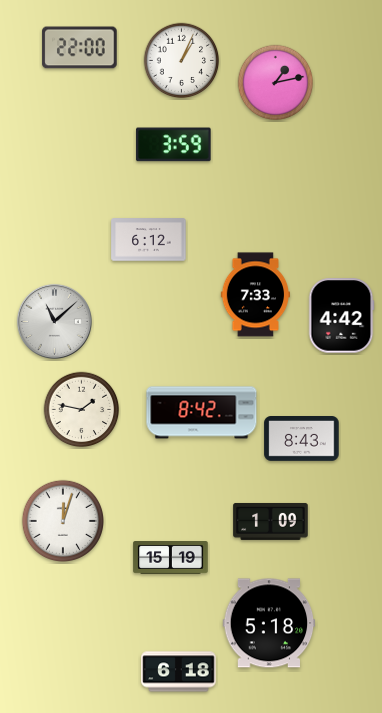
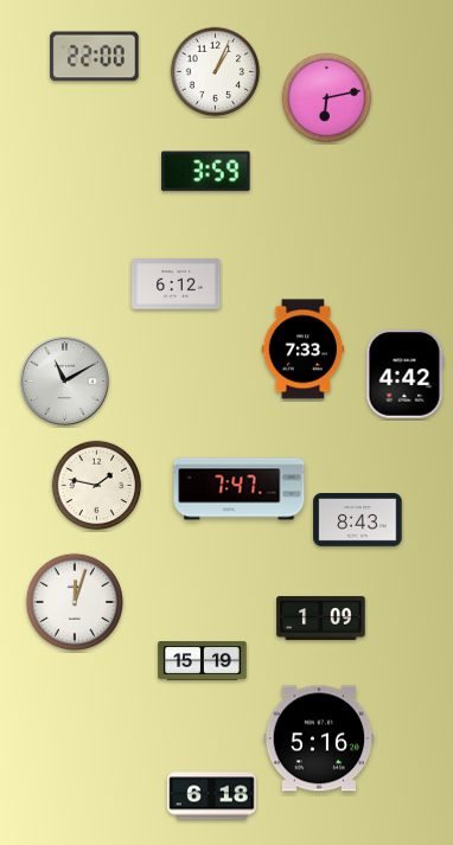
clock at (276, 83): 1:13 -> 6:13
clock at (54, 321): 11:08 -> 11:10
clock at (202, 413): 8:42 -> 7:47
clock at (63, 521) position: (63, 521) -> (75, 602)
clock at (269, 623): 5:18 -> 5:16
